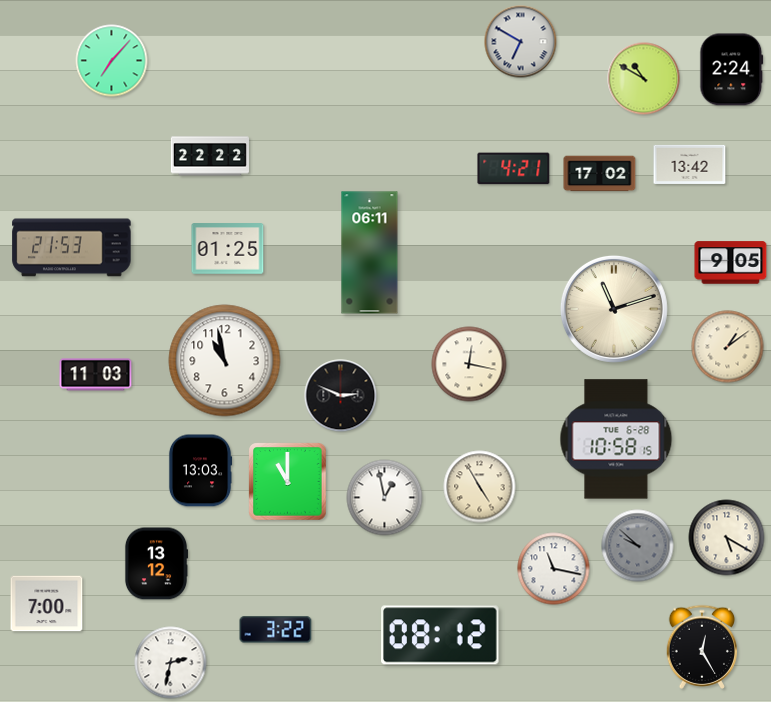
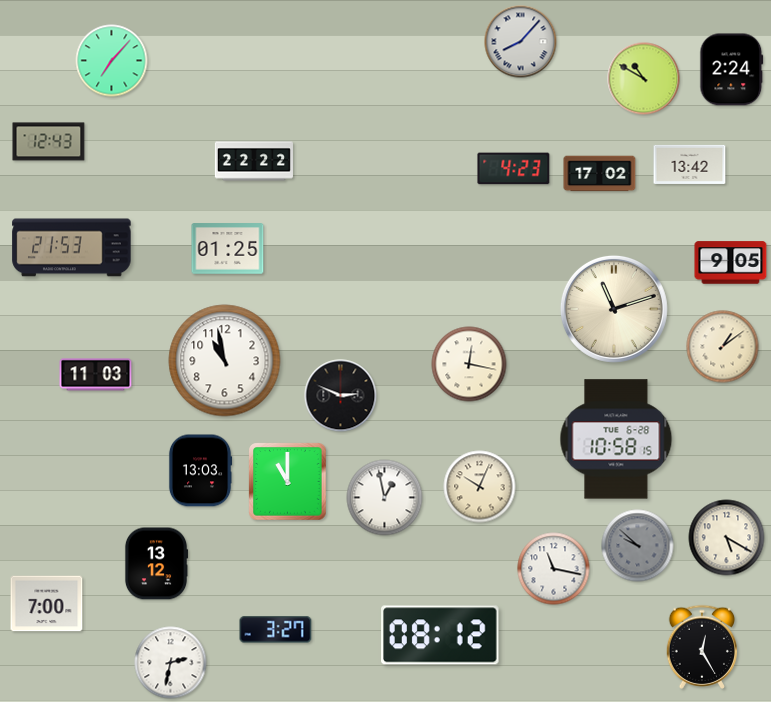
clock at (521, 42): 6:50 -> 8:07
clock at (49, 142): none -> 12:43
clock at (210, 156) position: (210, 156) -> (254, 161)
clock at (514, 169): 4:21 -> 4:23
clock at (370, 253): 06:11 -> none
clock at (728, 347) position: (728, 347) -> (723, 347)
clock at (480, 487): 4:55 -> 10:04
clock at (276, 630): 3:22 -> 3:27
